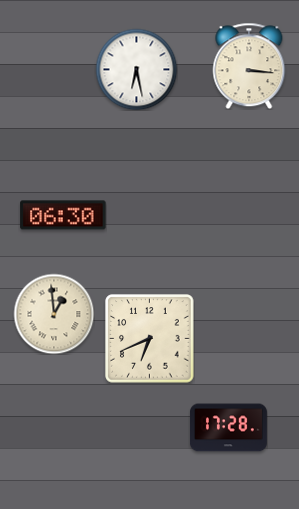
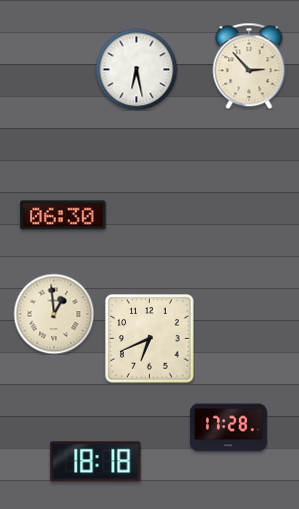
clock at (249, 66): 3:16 -> 2:53
clock at (96, 462): none -> 18:18
